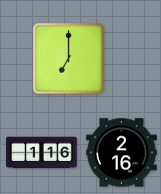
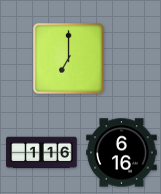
clock at (122, 153): 2:16 -> 6:16
